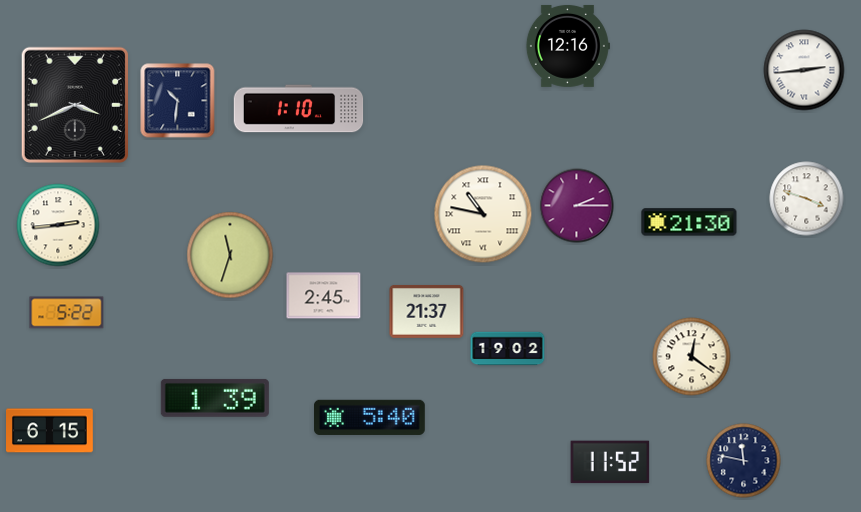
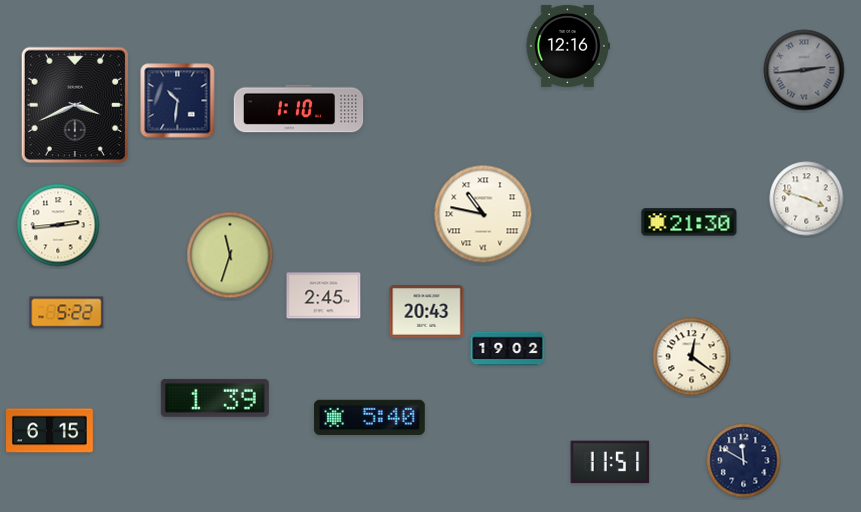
clock at (804, 70) dial: white -> grey
clock at (577, 206): 2:15 -> none
clock at (427, 311): 21:37 -> 20:43
clock at (744, 461): 11:47 -> 11:50
clock at (610, 462): 11:52 -> 11:51
